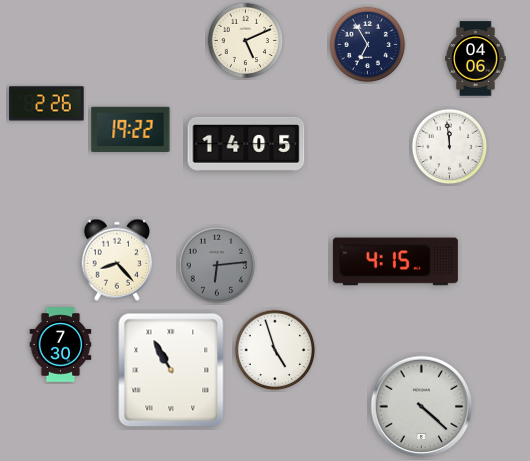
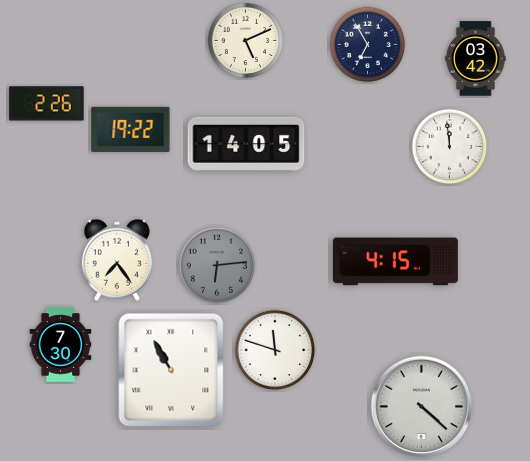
clock at (476, 59): 04:06 -> 03:42
clock at (117, 260): 8:23 -> 7:24
clock at (275, 350): 4:57 -> 11:48
